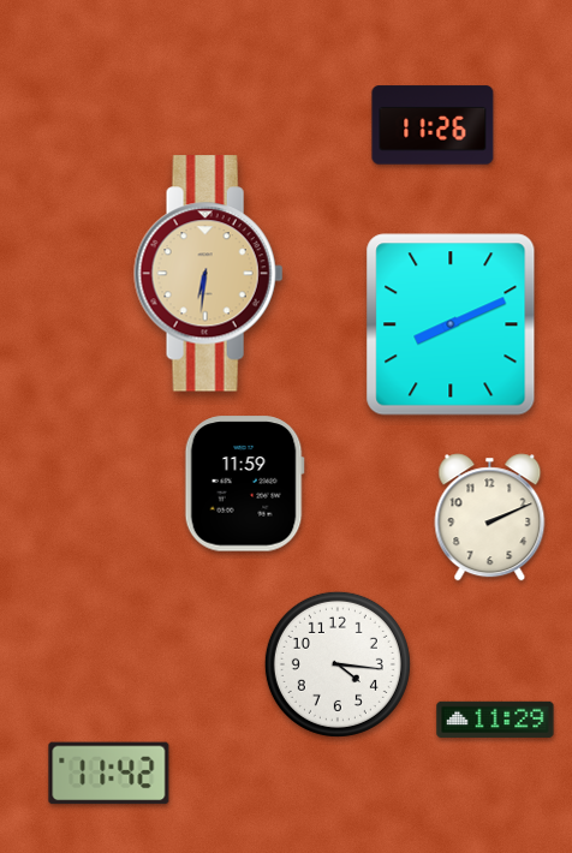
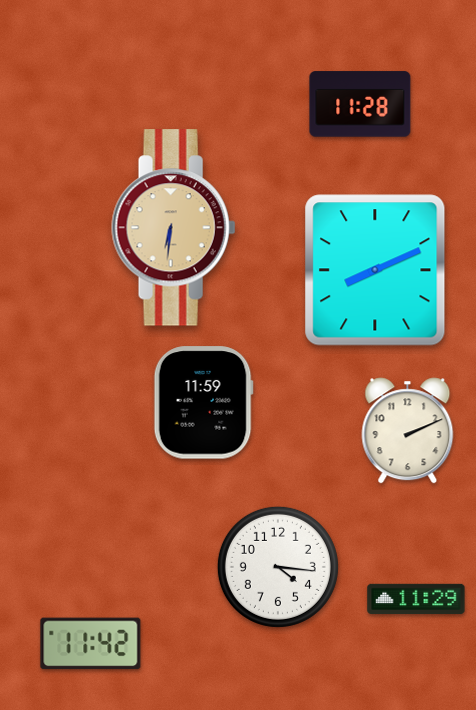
clock at (433, 125): 11:26 -> 11:28
clock at (338, 664) position: (338, 664) -> (278, 567)
clock at (495, 720) position: (495, 720) -> (416, 599)
